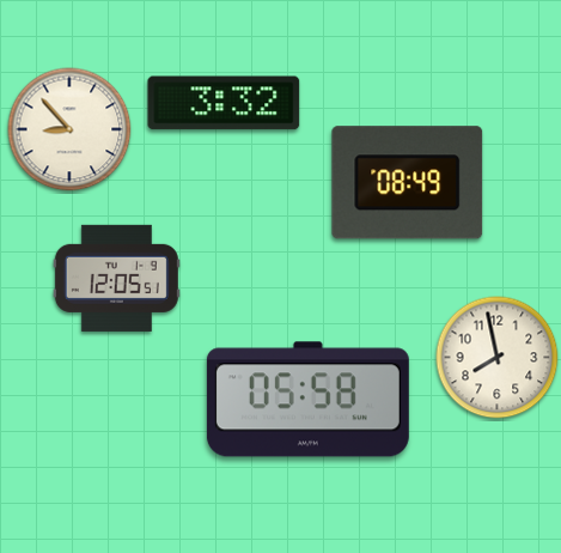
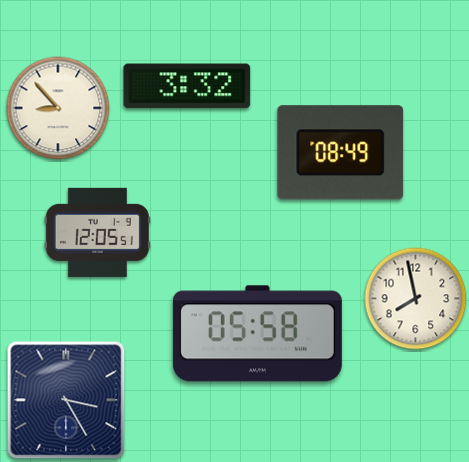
clock at (66, 400): none -> 3:25
